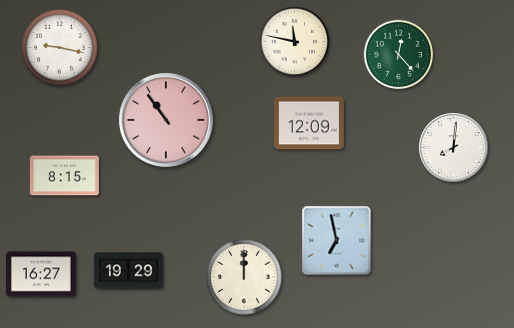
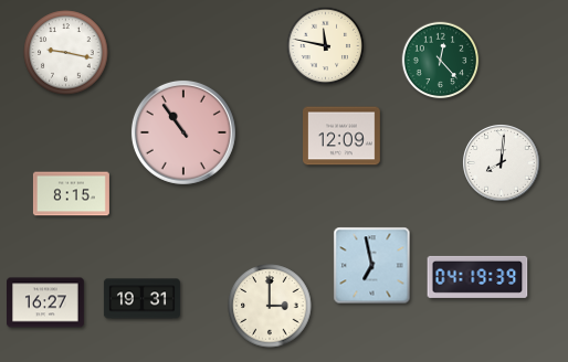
clock at (477, 277): none -> 04:19
clock at (128, 271): 19:29 -> 19:31
clock at (244, 277): 12:00 -> 3:00
